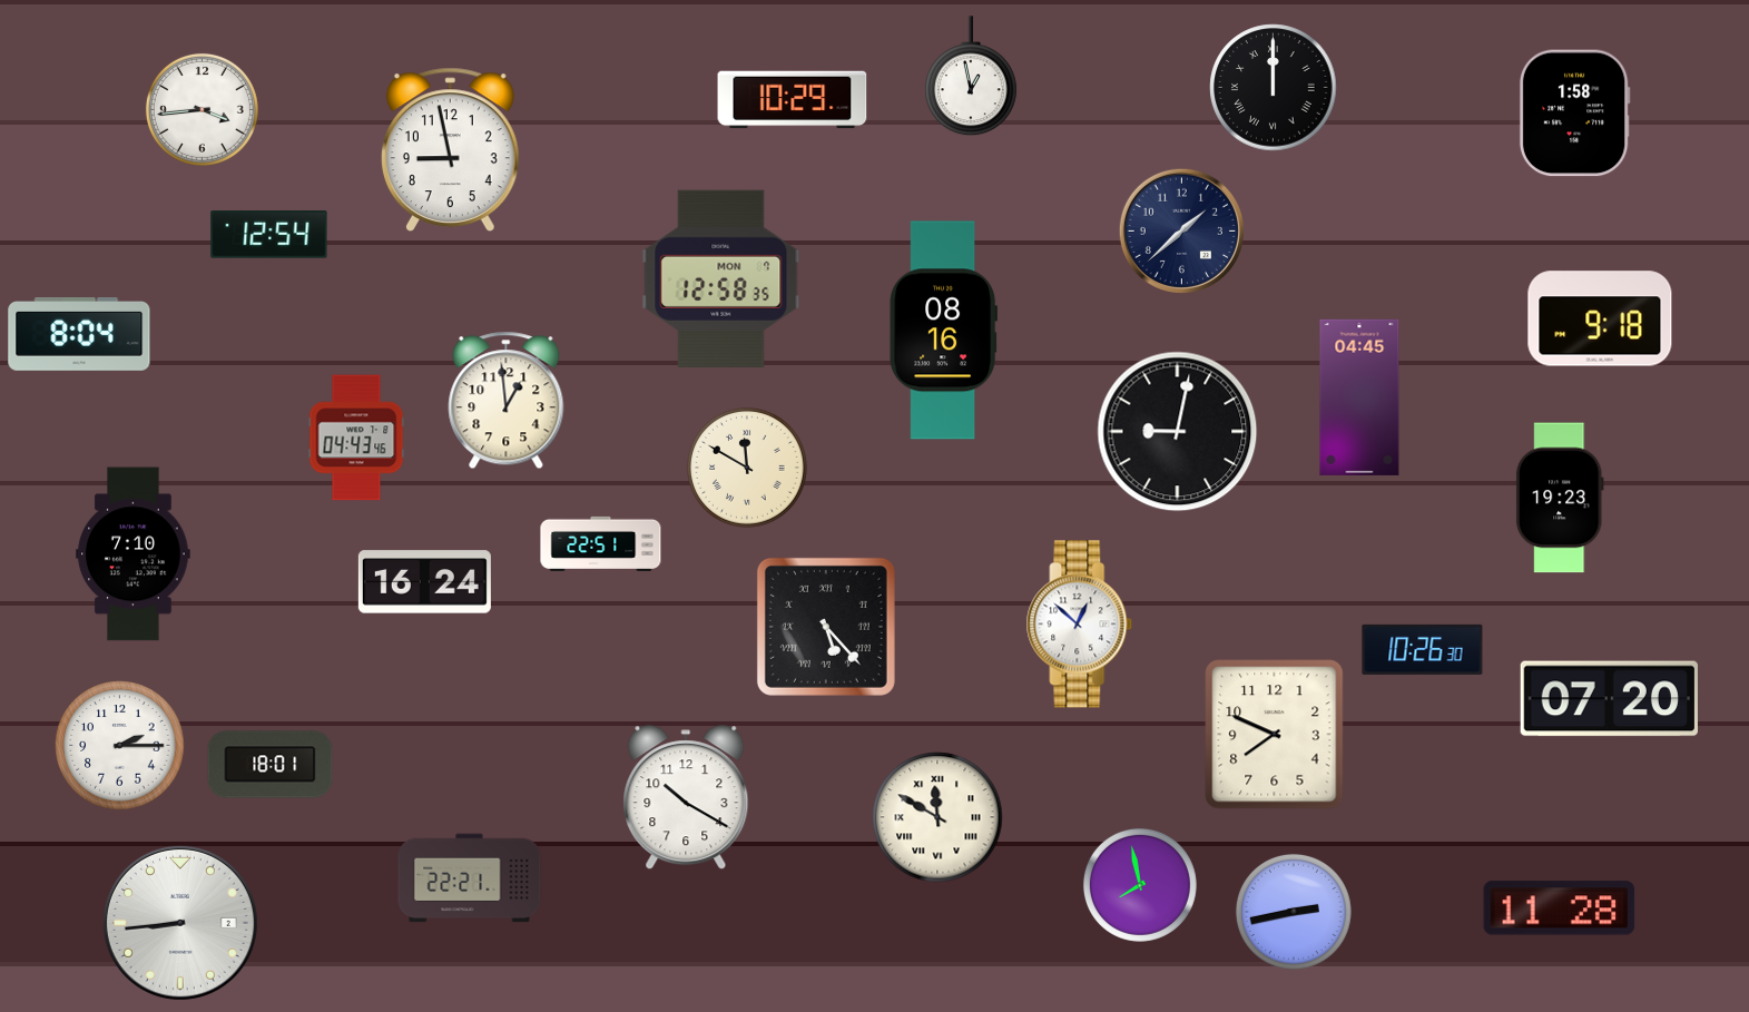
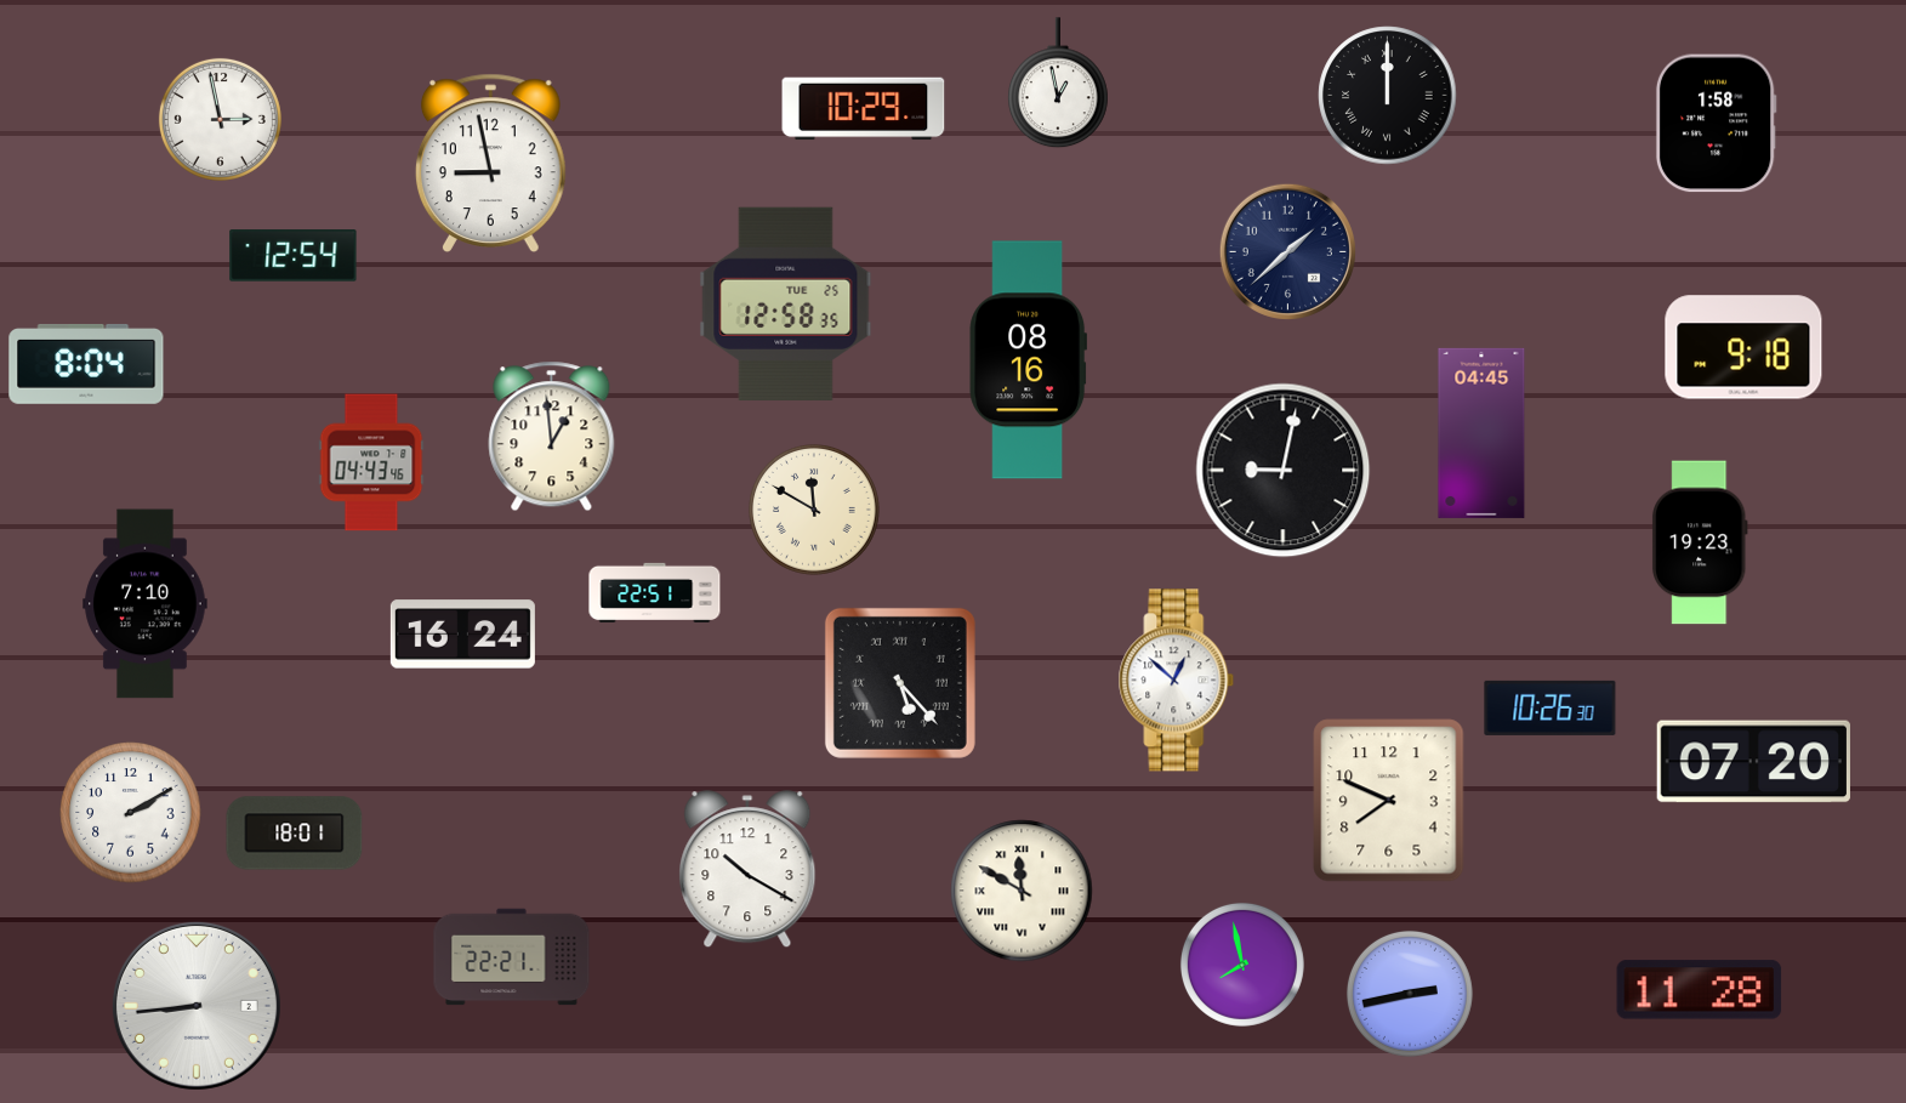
clock at (202, 109): 3:44 -> 2:58
clock at (721, 278) date: MON 7 -> TUE 25
clock at (356, 438) position: (356, 438) -> (371, 462)
clock at (120, 746): 2:15 -> 2:10
